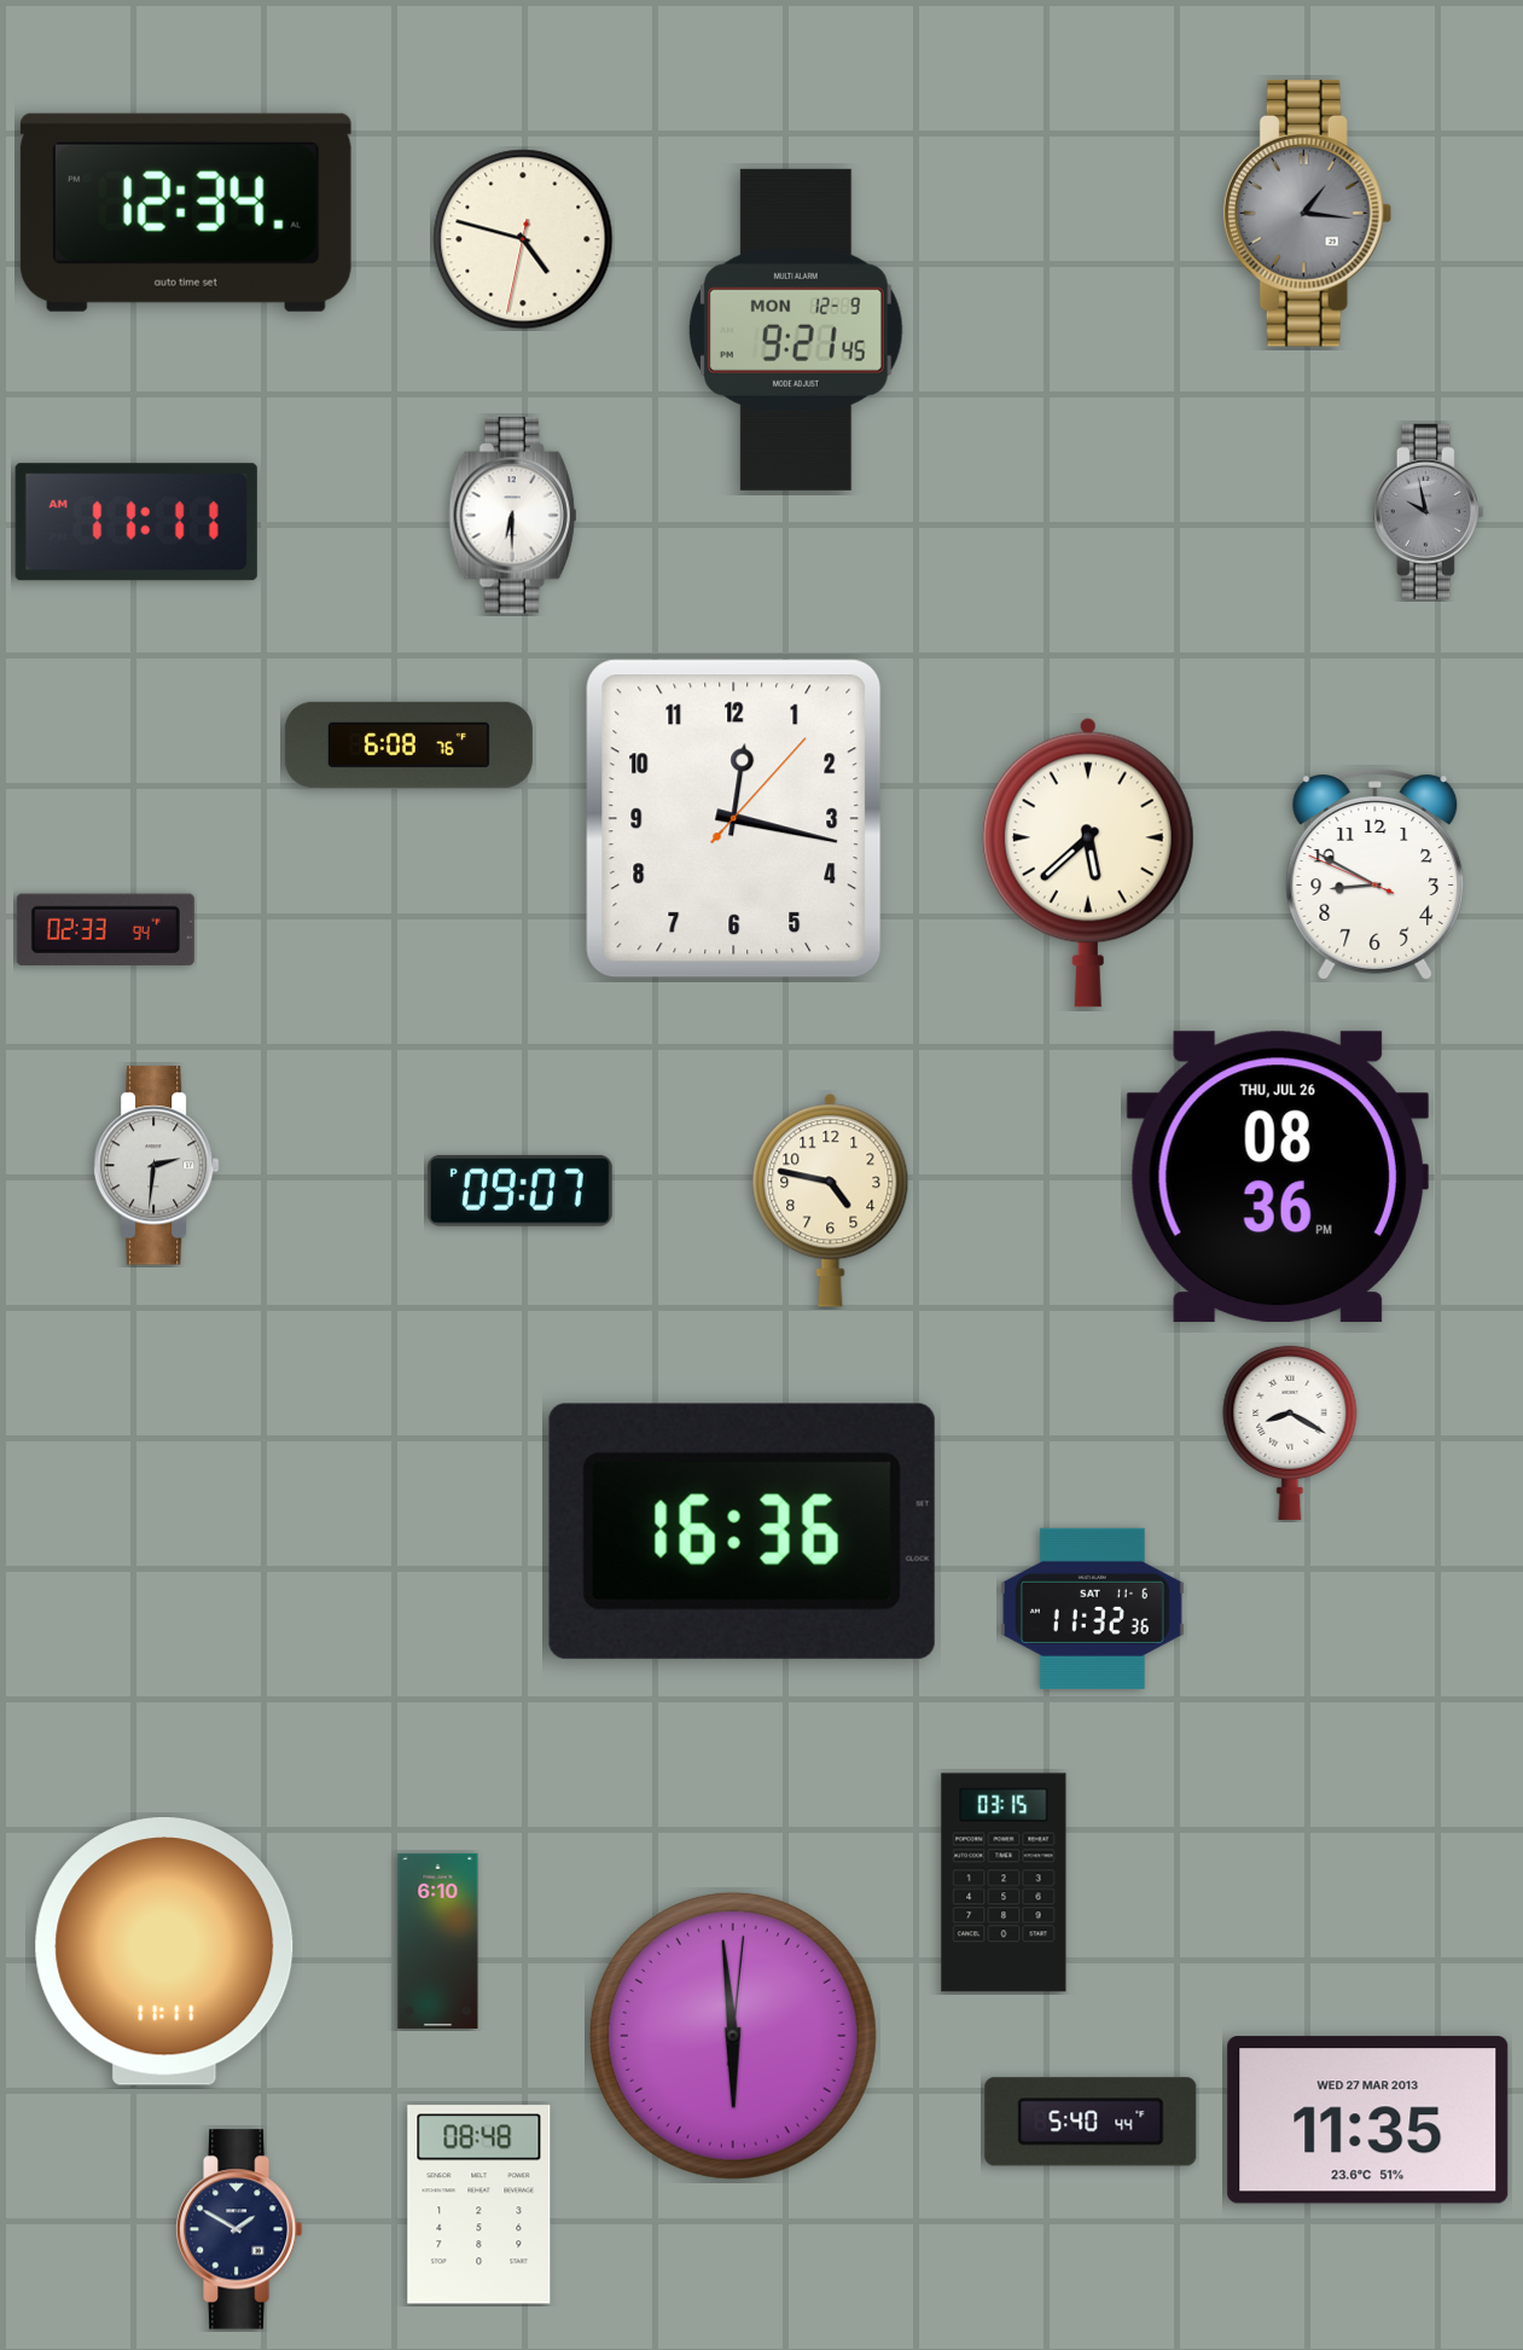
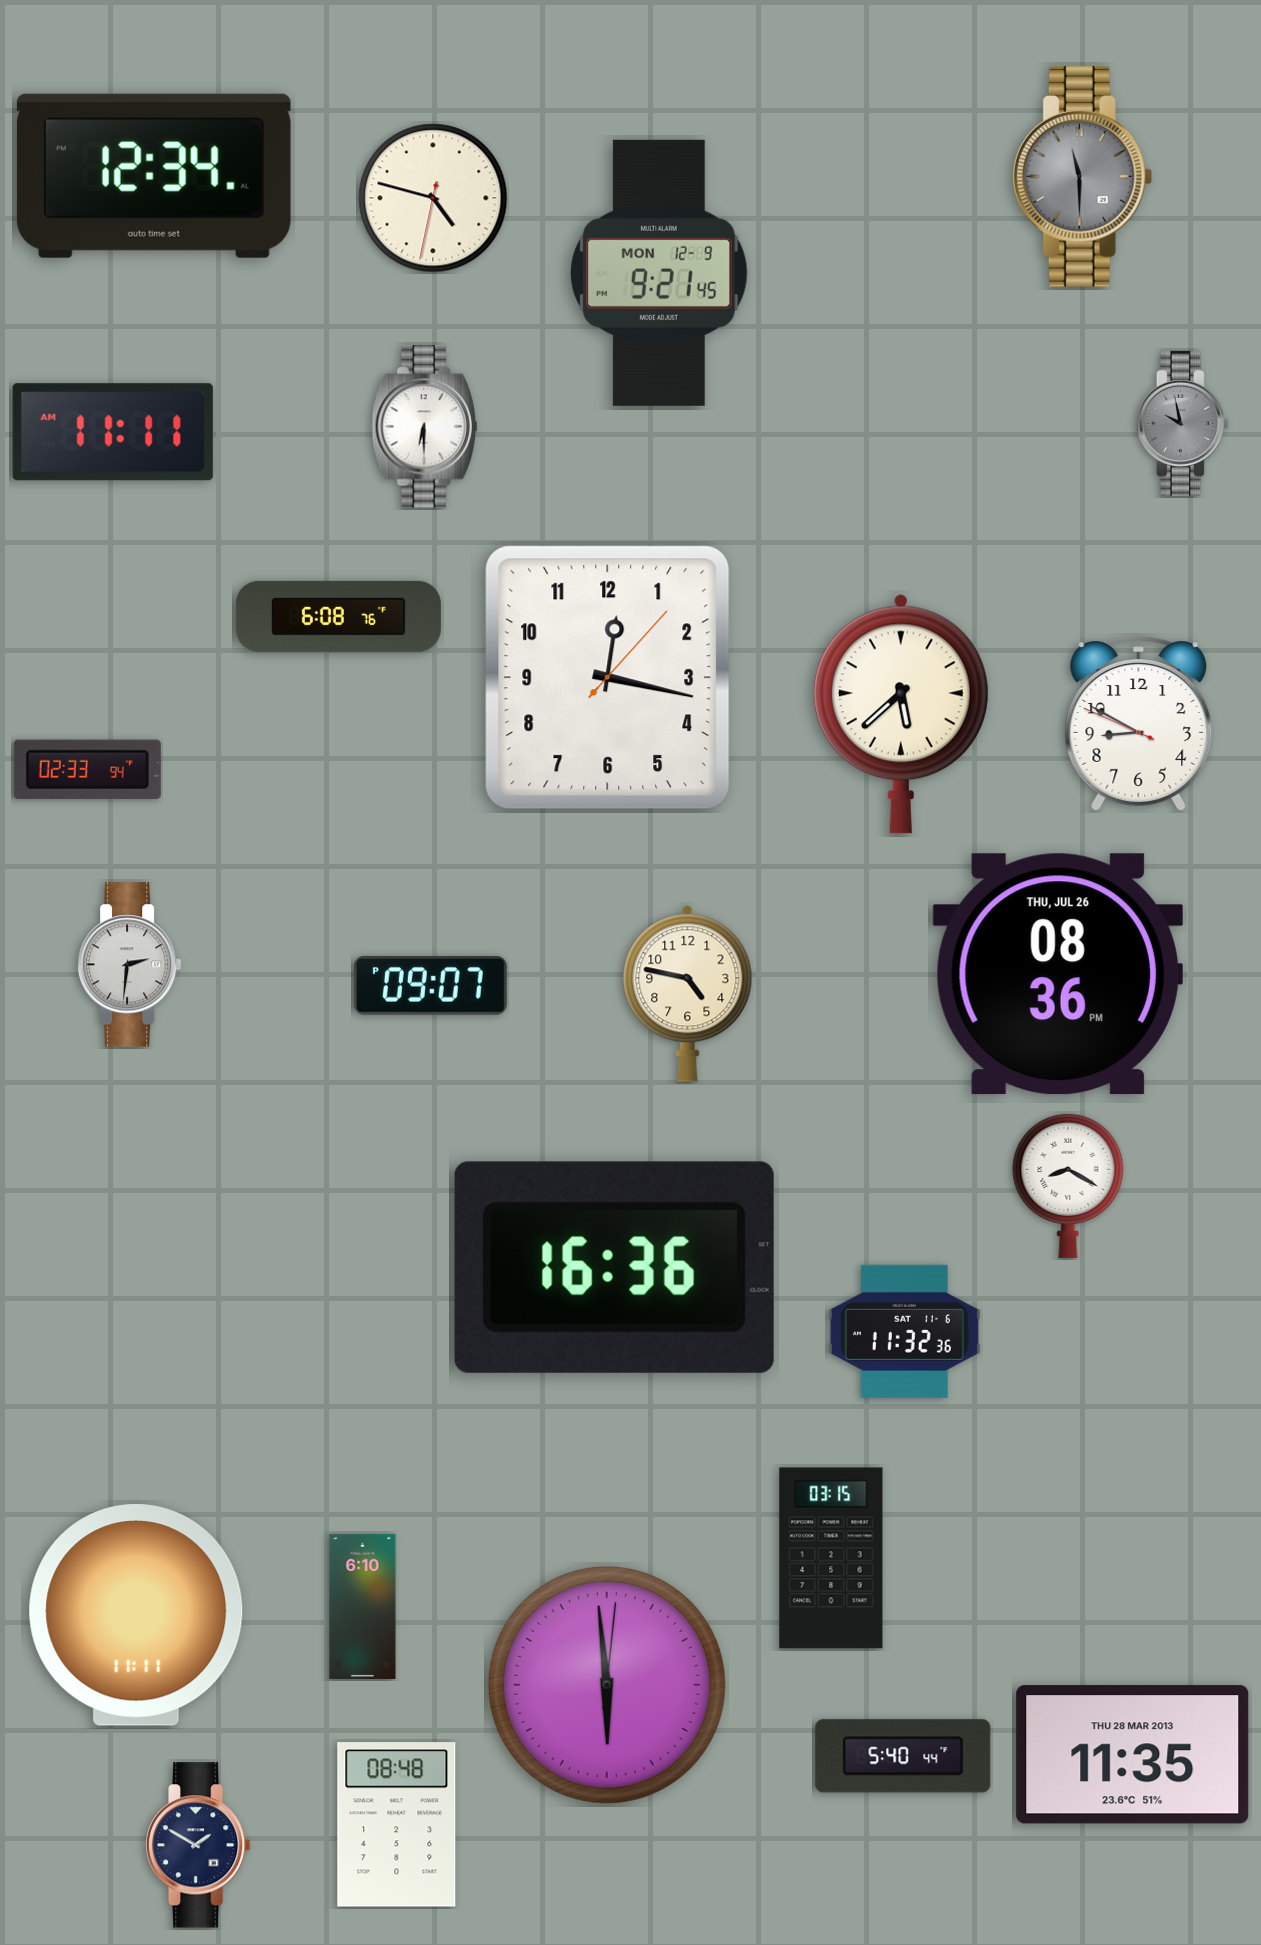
clock at (1308, 214): 1:16 -> 11:30
clock at (1368, 2120) date: WED 27 MAR 2013 -> THU 28 MAR 2013
